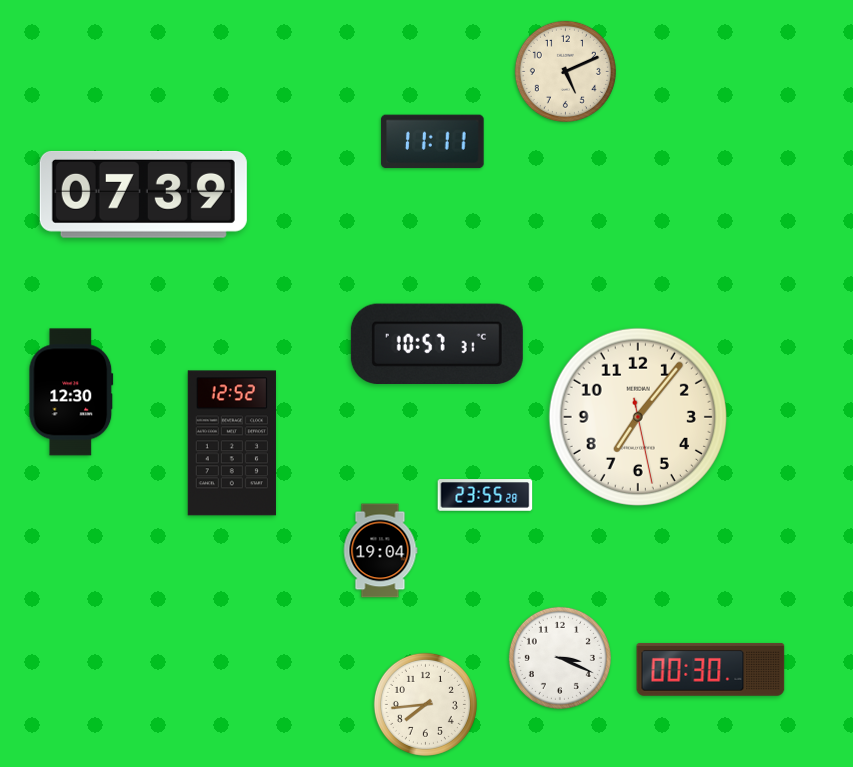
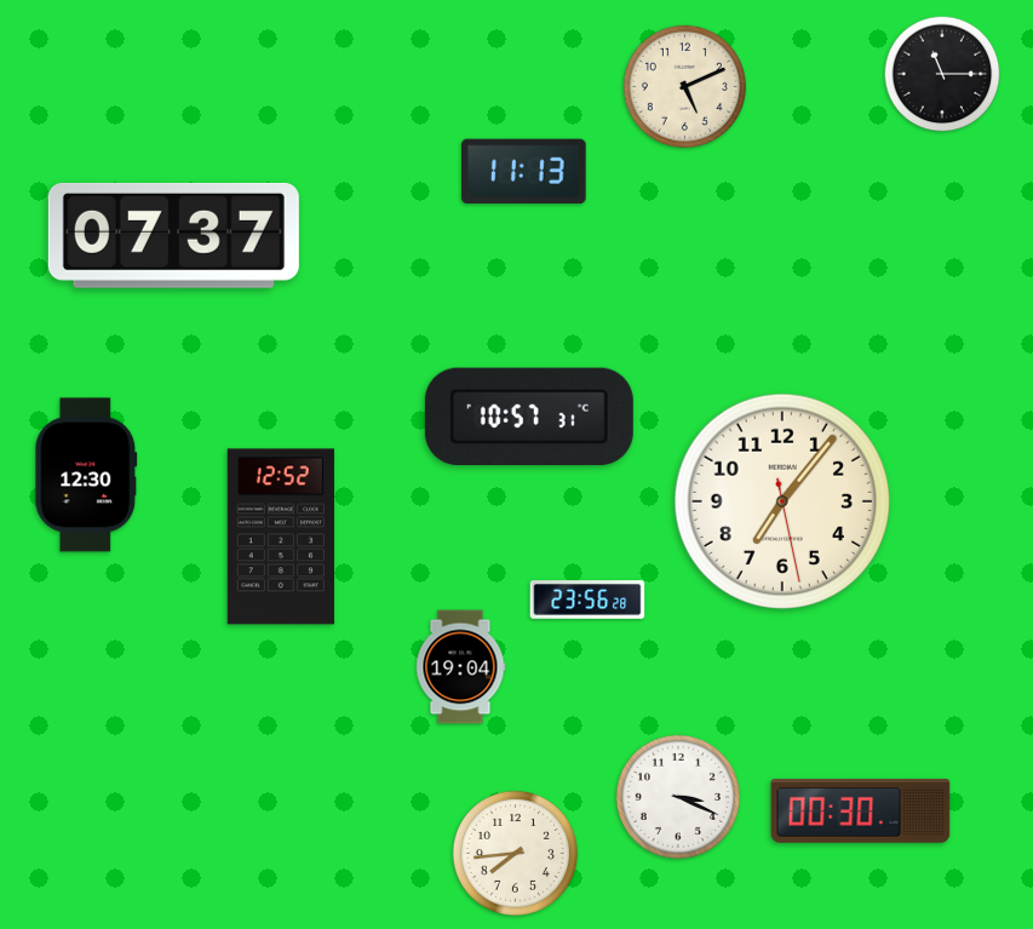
clock at (942, 74): none -> 11:15
clock at (433, 142): 11:11 -> 11:13
clock at (143, 194): 07:39 -> 07:37
clock at (637, 416) position: (637, 416) -> (781, 500)
clock at (485, 495): 23:55 -> 23:56
